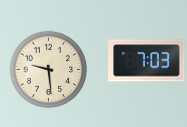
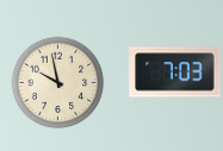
clock at (48, 69): 9:29 -> 9:58
